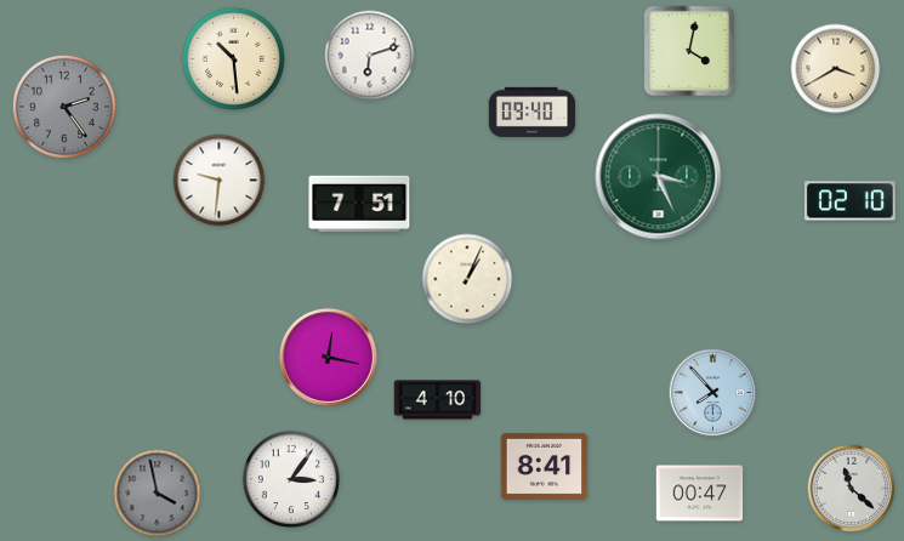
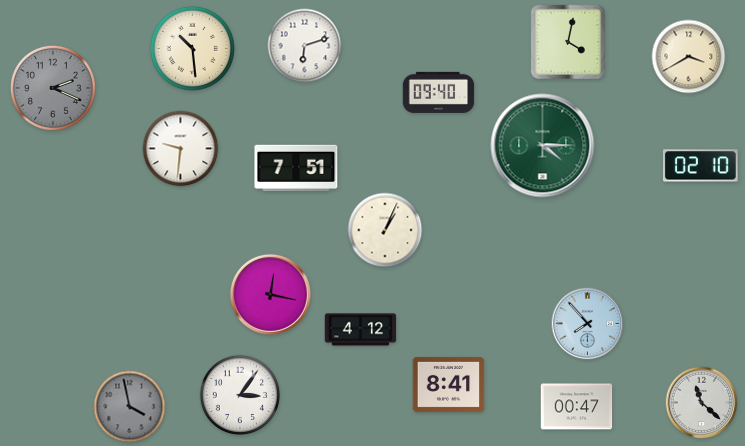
clock at (64, 107): 2:24 -> 2:19
clock at (659, 177): 3:26 -> 4:15
clock at (438, 400): 4:10 -> 4:12
